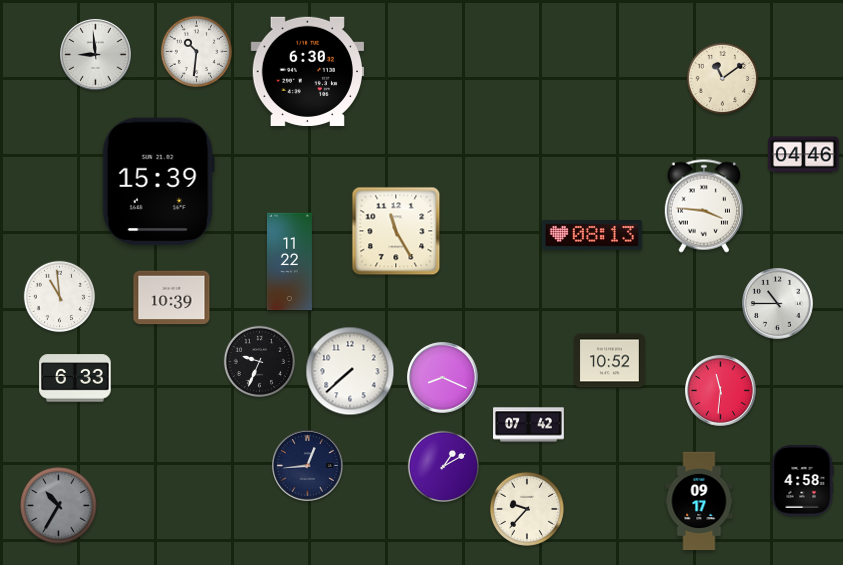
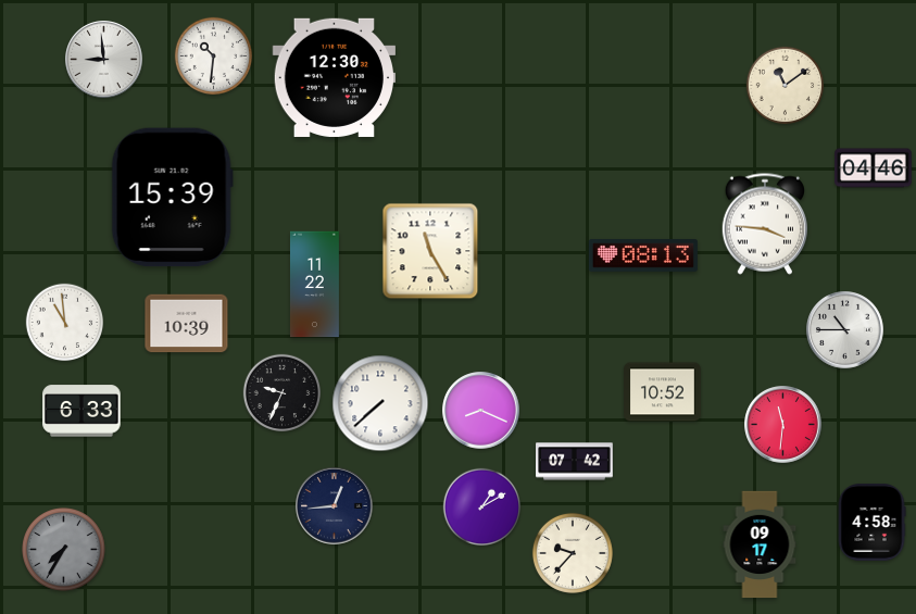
clock at (307, 71): 6:30 -> 12:30
clock at (59, 506): 10:35 -> 7:35
